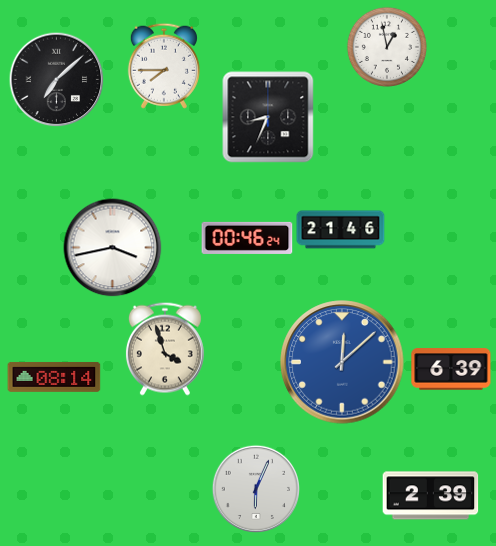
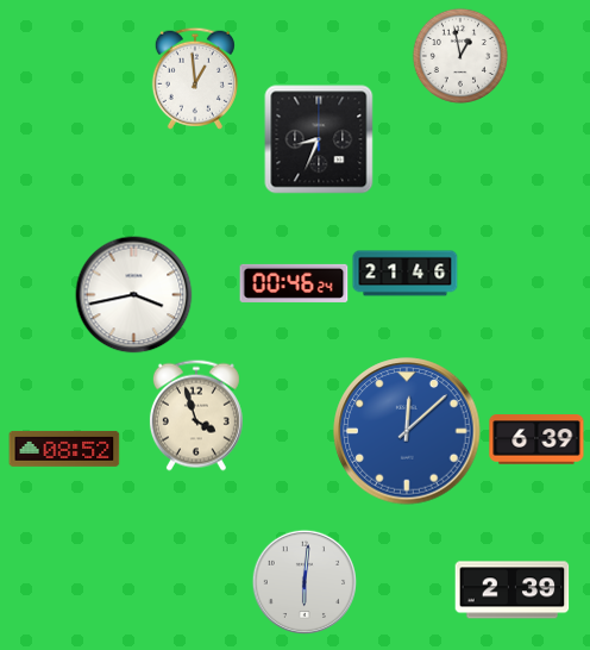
clock at (164, 66): 7:45 -> 12:59
clock at (56, 79): 7:08 -> none
clock at (54, 377): 08:14 -> 08:52
clock at (255, 488): 6:04 -> 6:01
